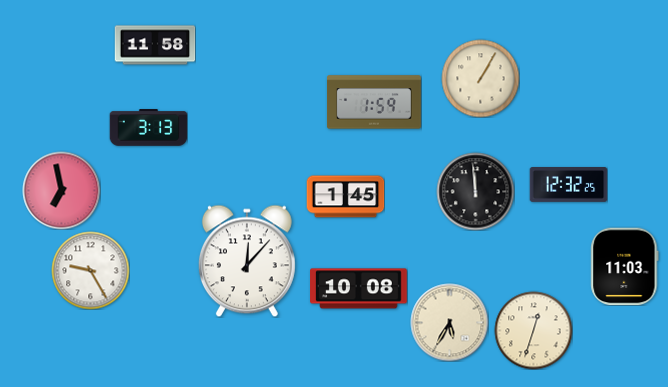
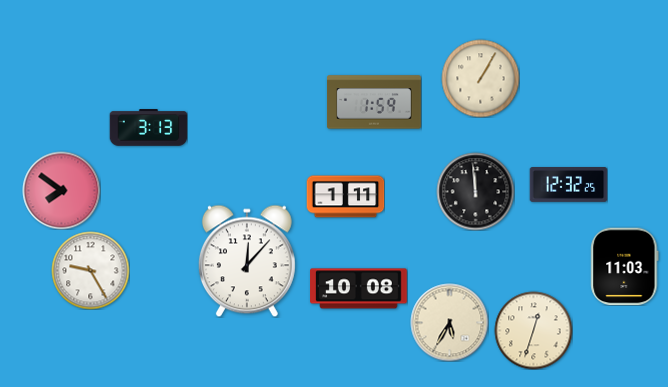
clock at (155, 45): 11:58 -> none
clock at (61, 190): 6:58 -> 7:51
clock at (345, 197): 1:45 -> 1:11
